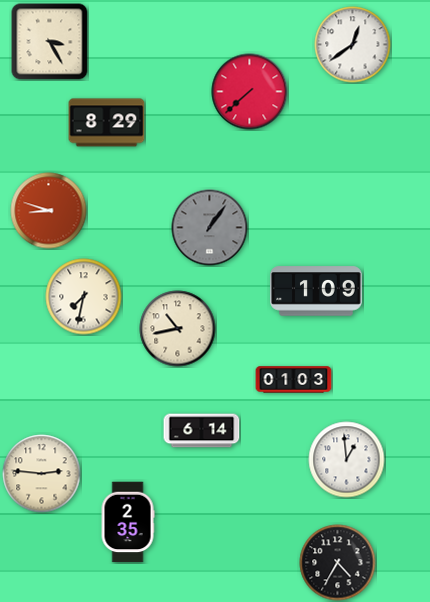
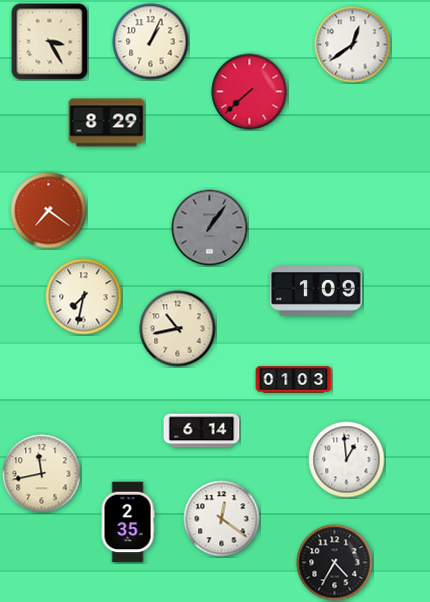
clock at (151, 42): none -> 1:04
clock at (49, 211): 8:48 -> 7:21
clock at (42, 474): 2:46 -> 11:43
clock at (222, 519): none -> 12:21
clock at (338, 563) position: (338, 563) -> (335, 563)
